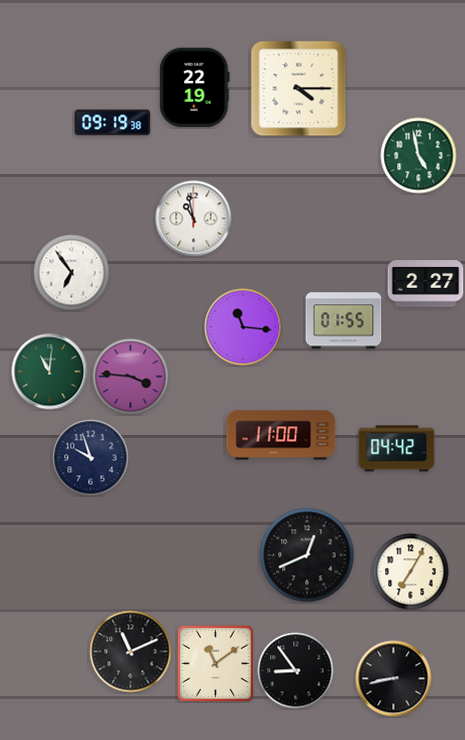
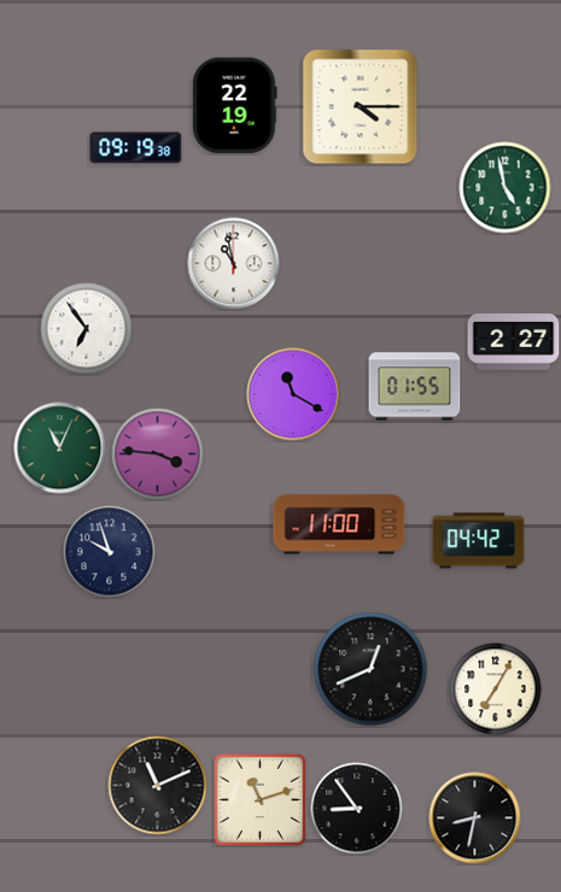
clock at (243, 327): 11:16 -> 11:20
clock at (50, 372): 11:01 -> 11:04
clock at (215, 663): 11:09 -> 11:12
clock at (394, 679): 8:43 -> 8:32
